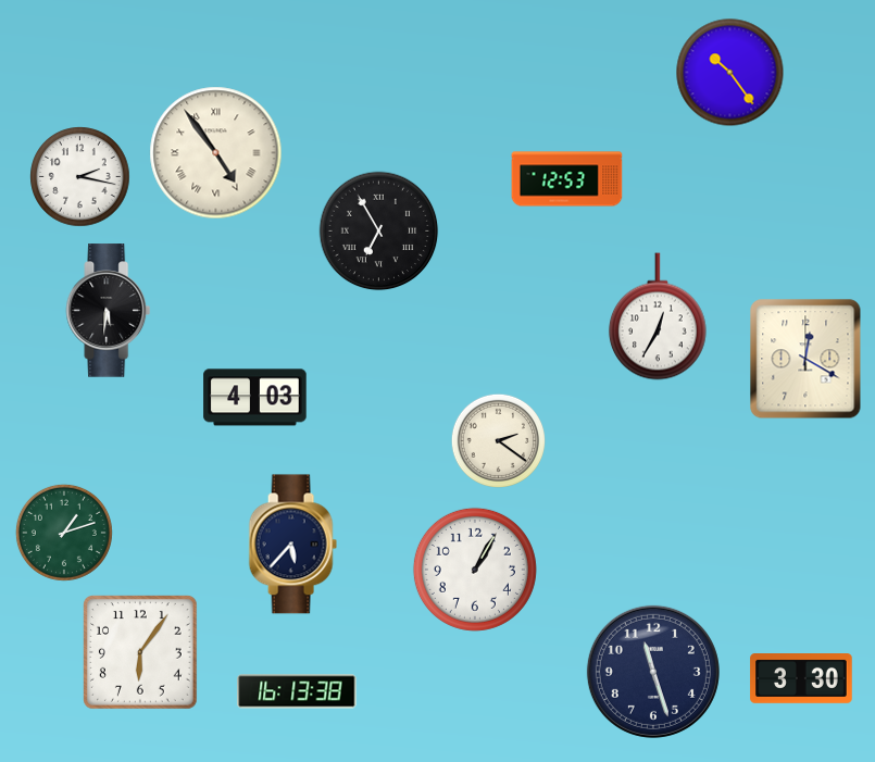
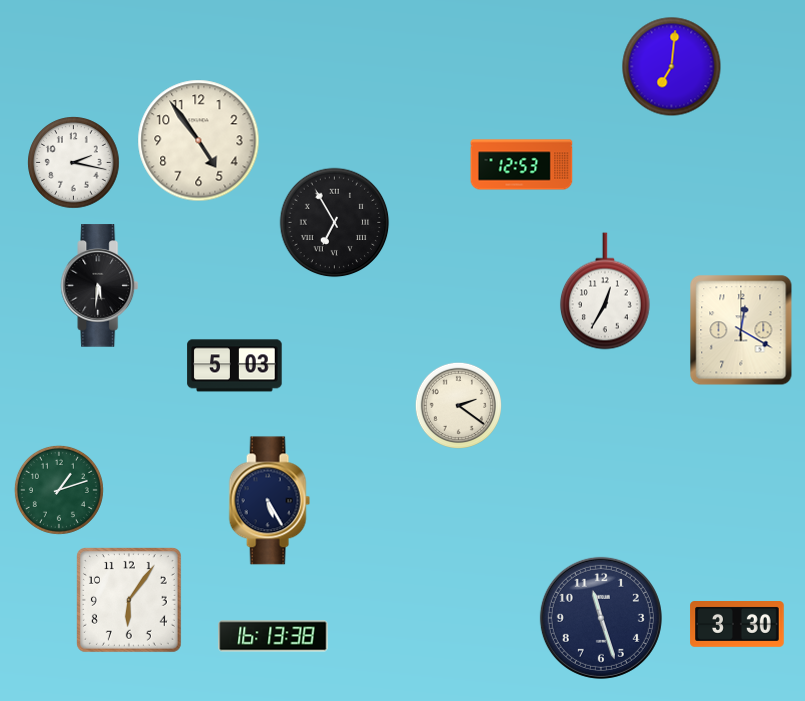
clock at (730, 73): 10:24 -> 7:01
clock at (216, 153) numerals: Roman -> Arabic
clock at (379, 232) position: (379, 232) -> (335, 223)
clock at (255, 398): 4:03 -> 5:03
clock at (292, 545): 5:37 -> 5:25
clock at (475, 570): 1:05 -> none
